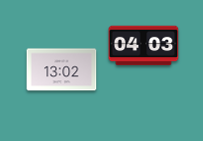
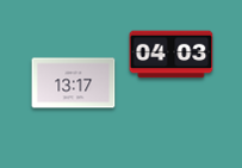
clock at (62, 70): 13:02 -> 13:17
